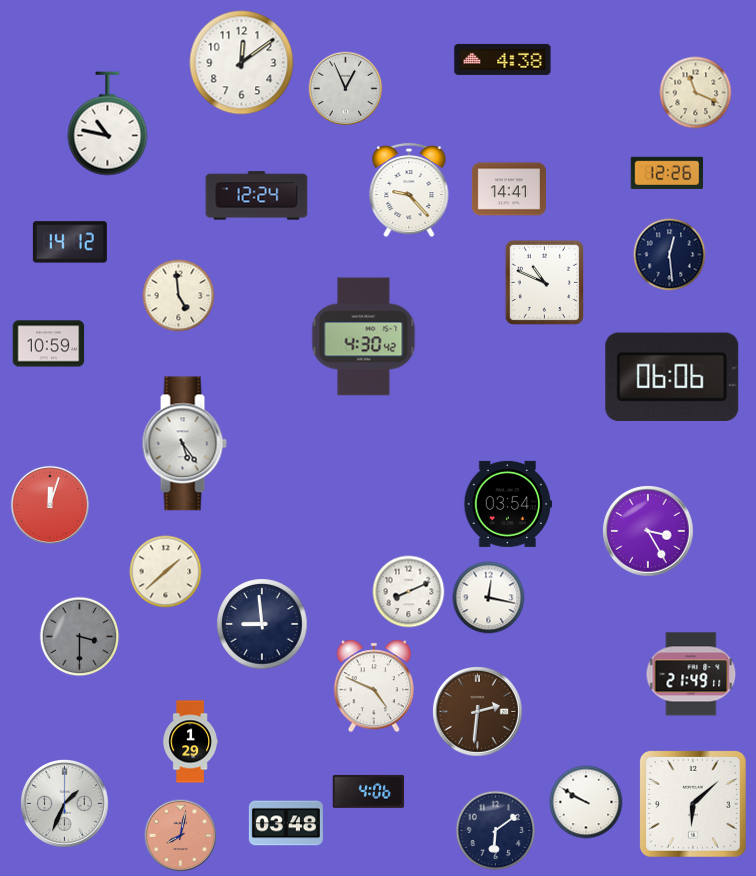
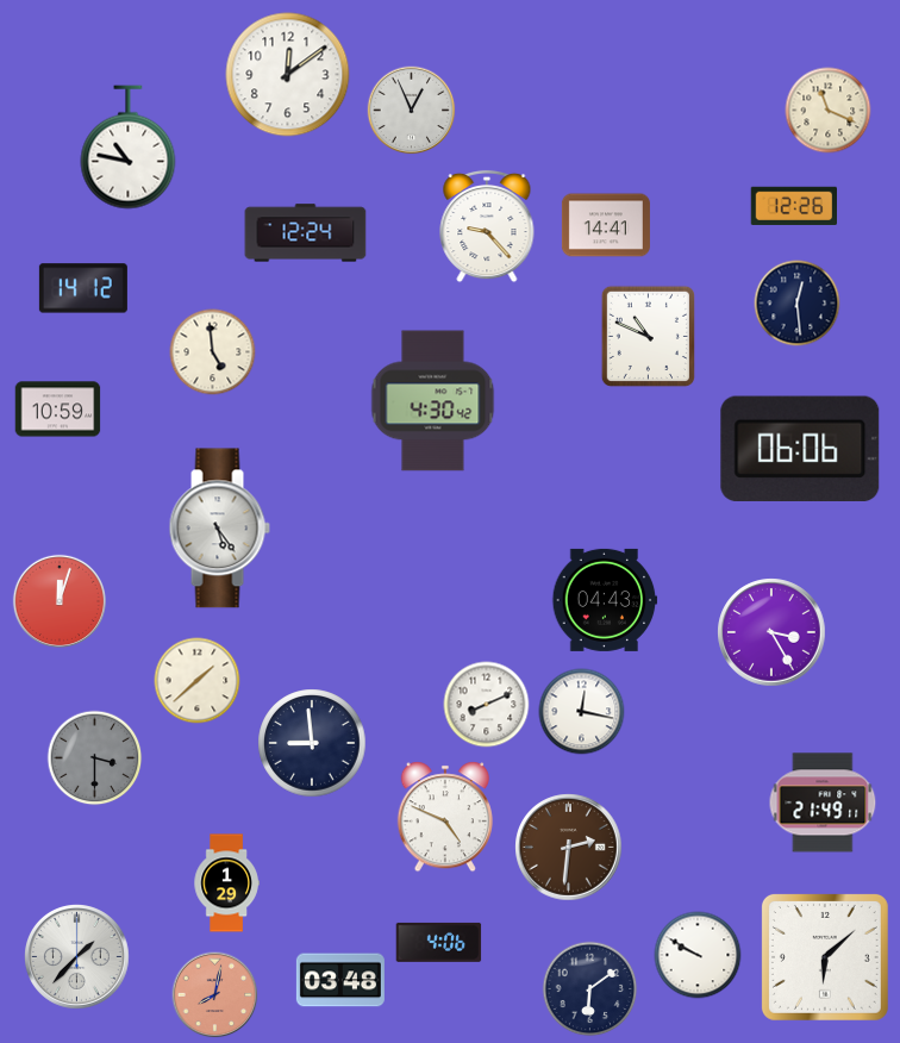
clock at (503, 59): 4:38 -> none
clock at (346, 89) position: (346, 89) -> (412, 111)
clock at (508, 504): 03:54 -> 04:43
clock at (65, 804): 1:34 -> 1:37
